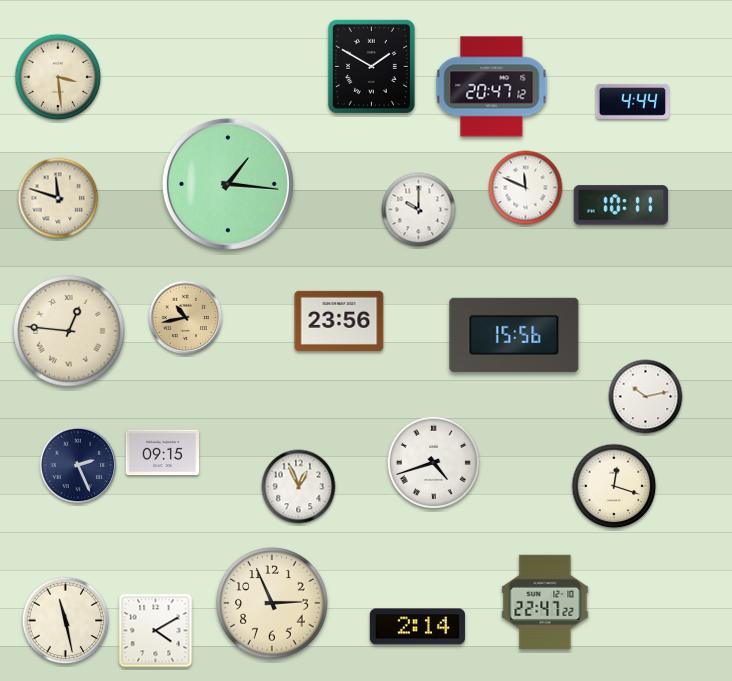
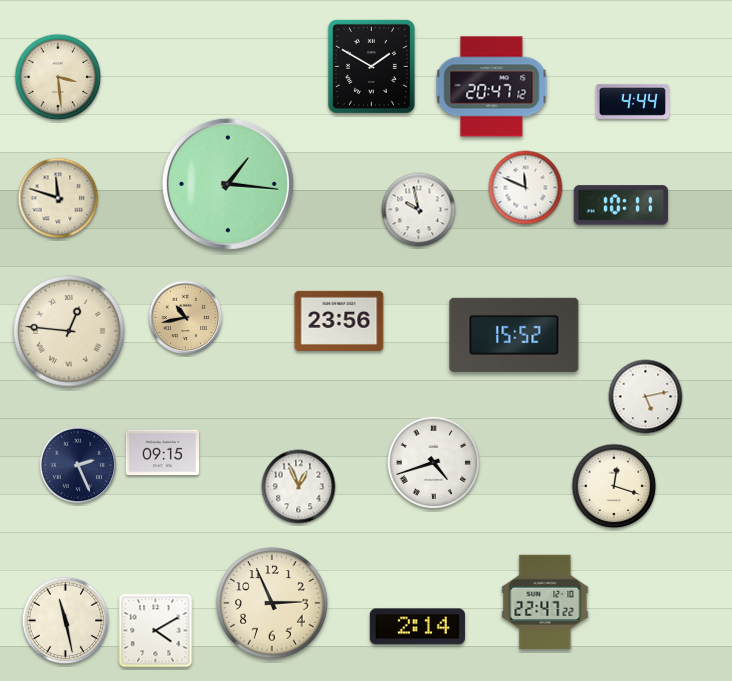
clock at (419, 210): 10:00 -> 9:58
clock at (514, 335): 15:56 -> 15:52
clock at (646, 397): 10:13 -> 5:13
